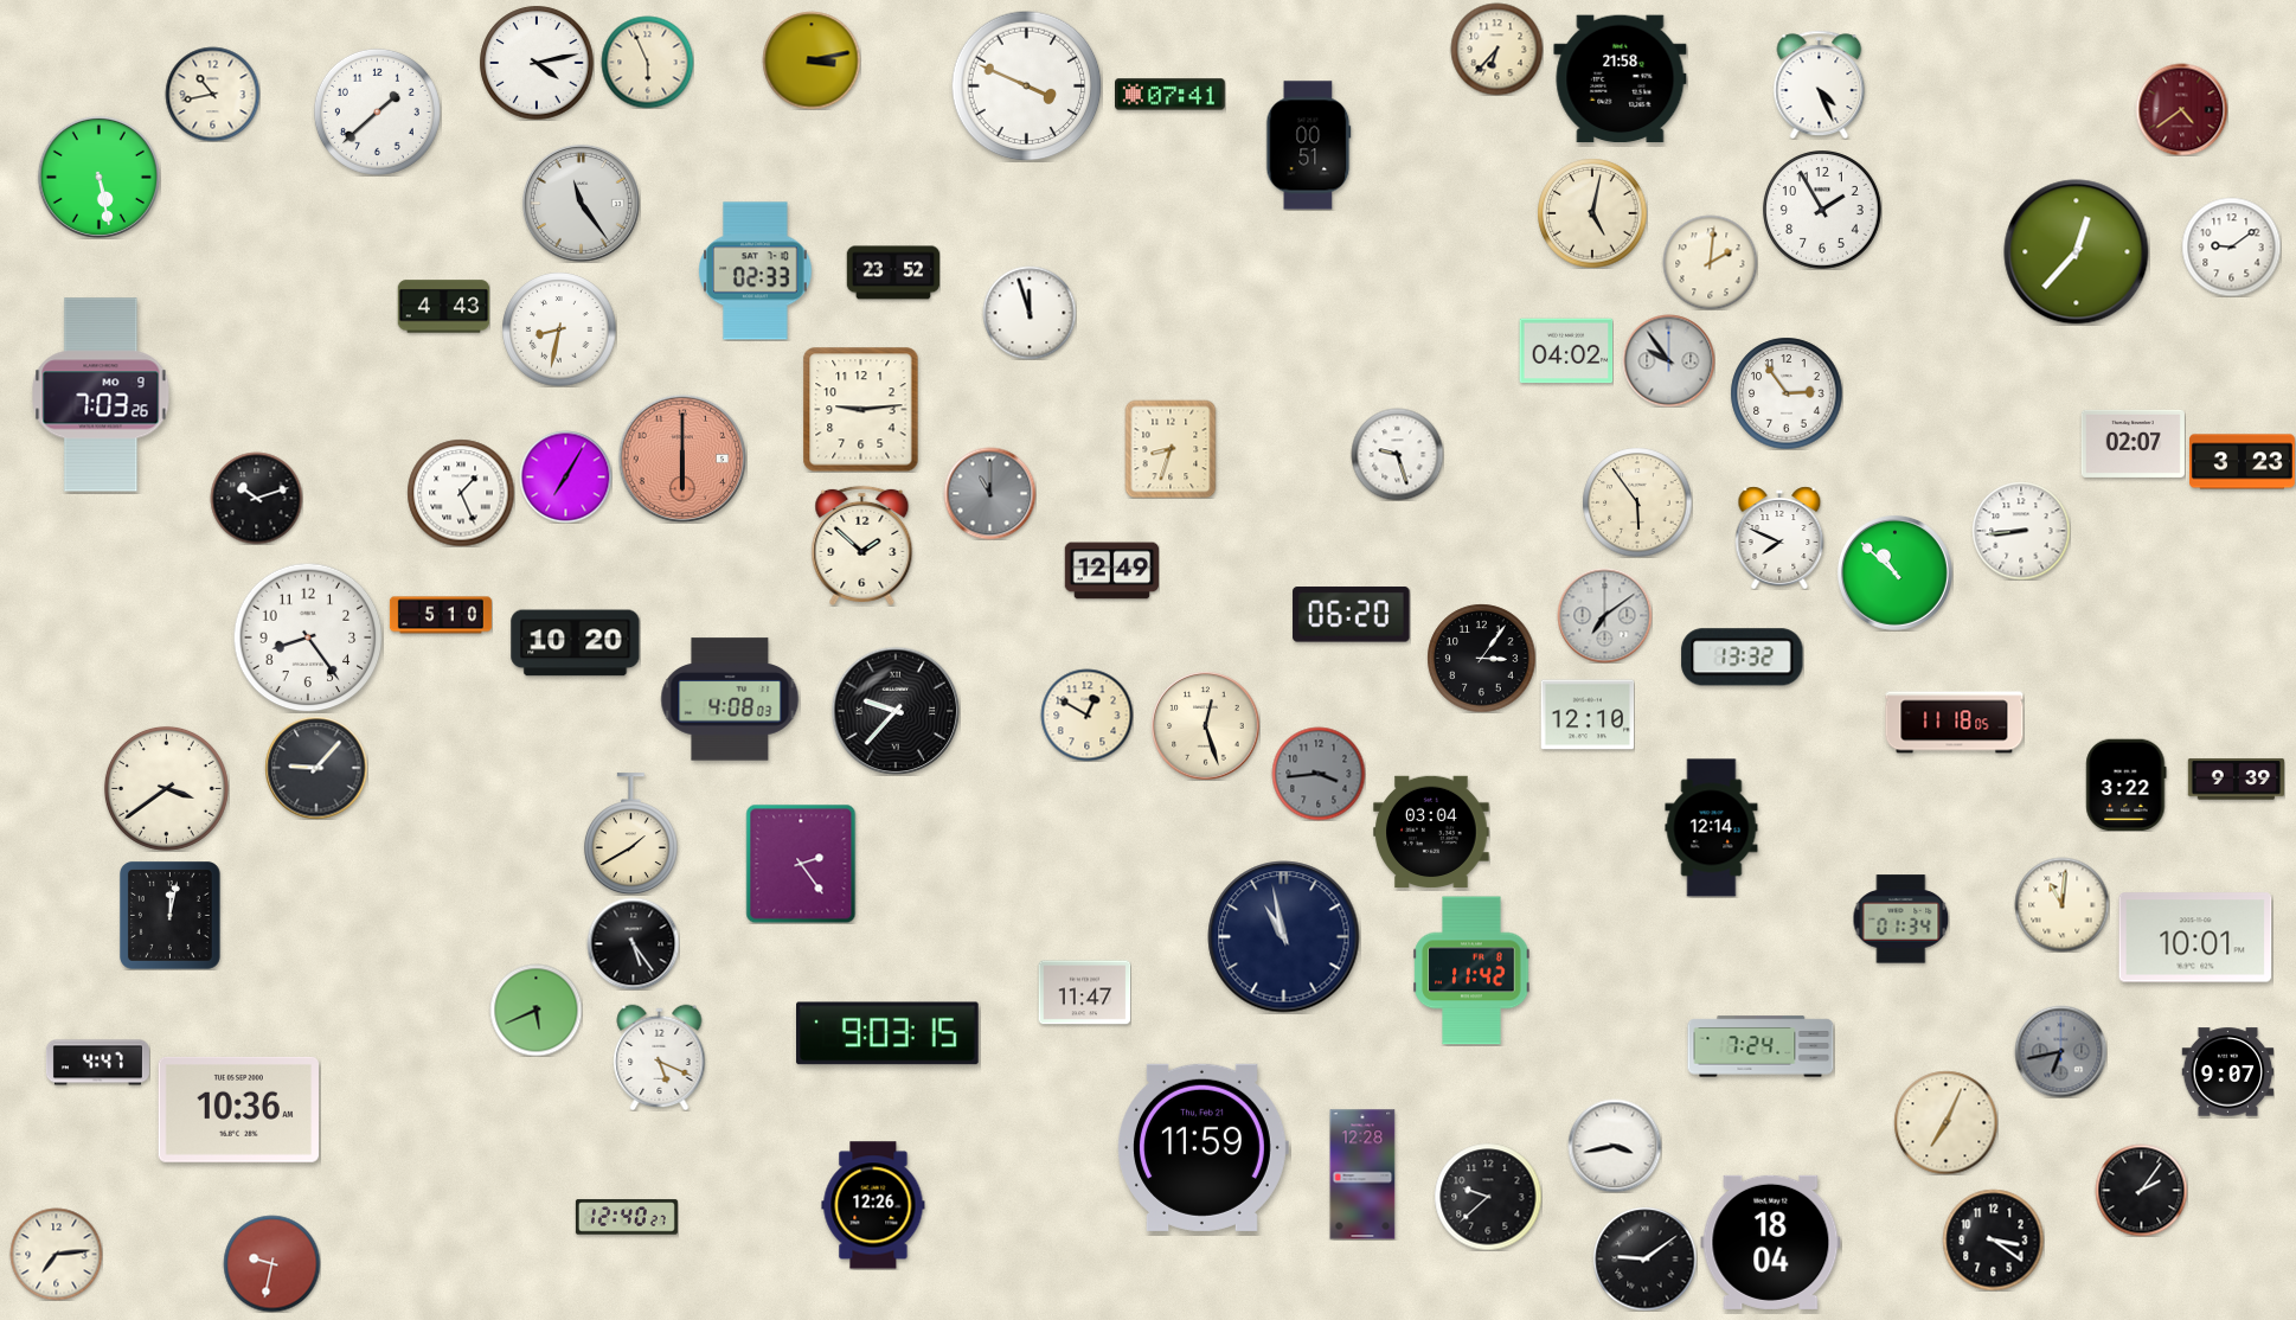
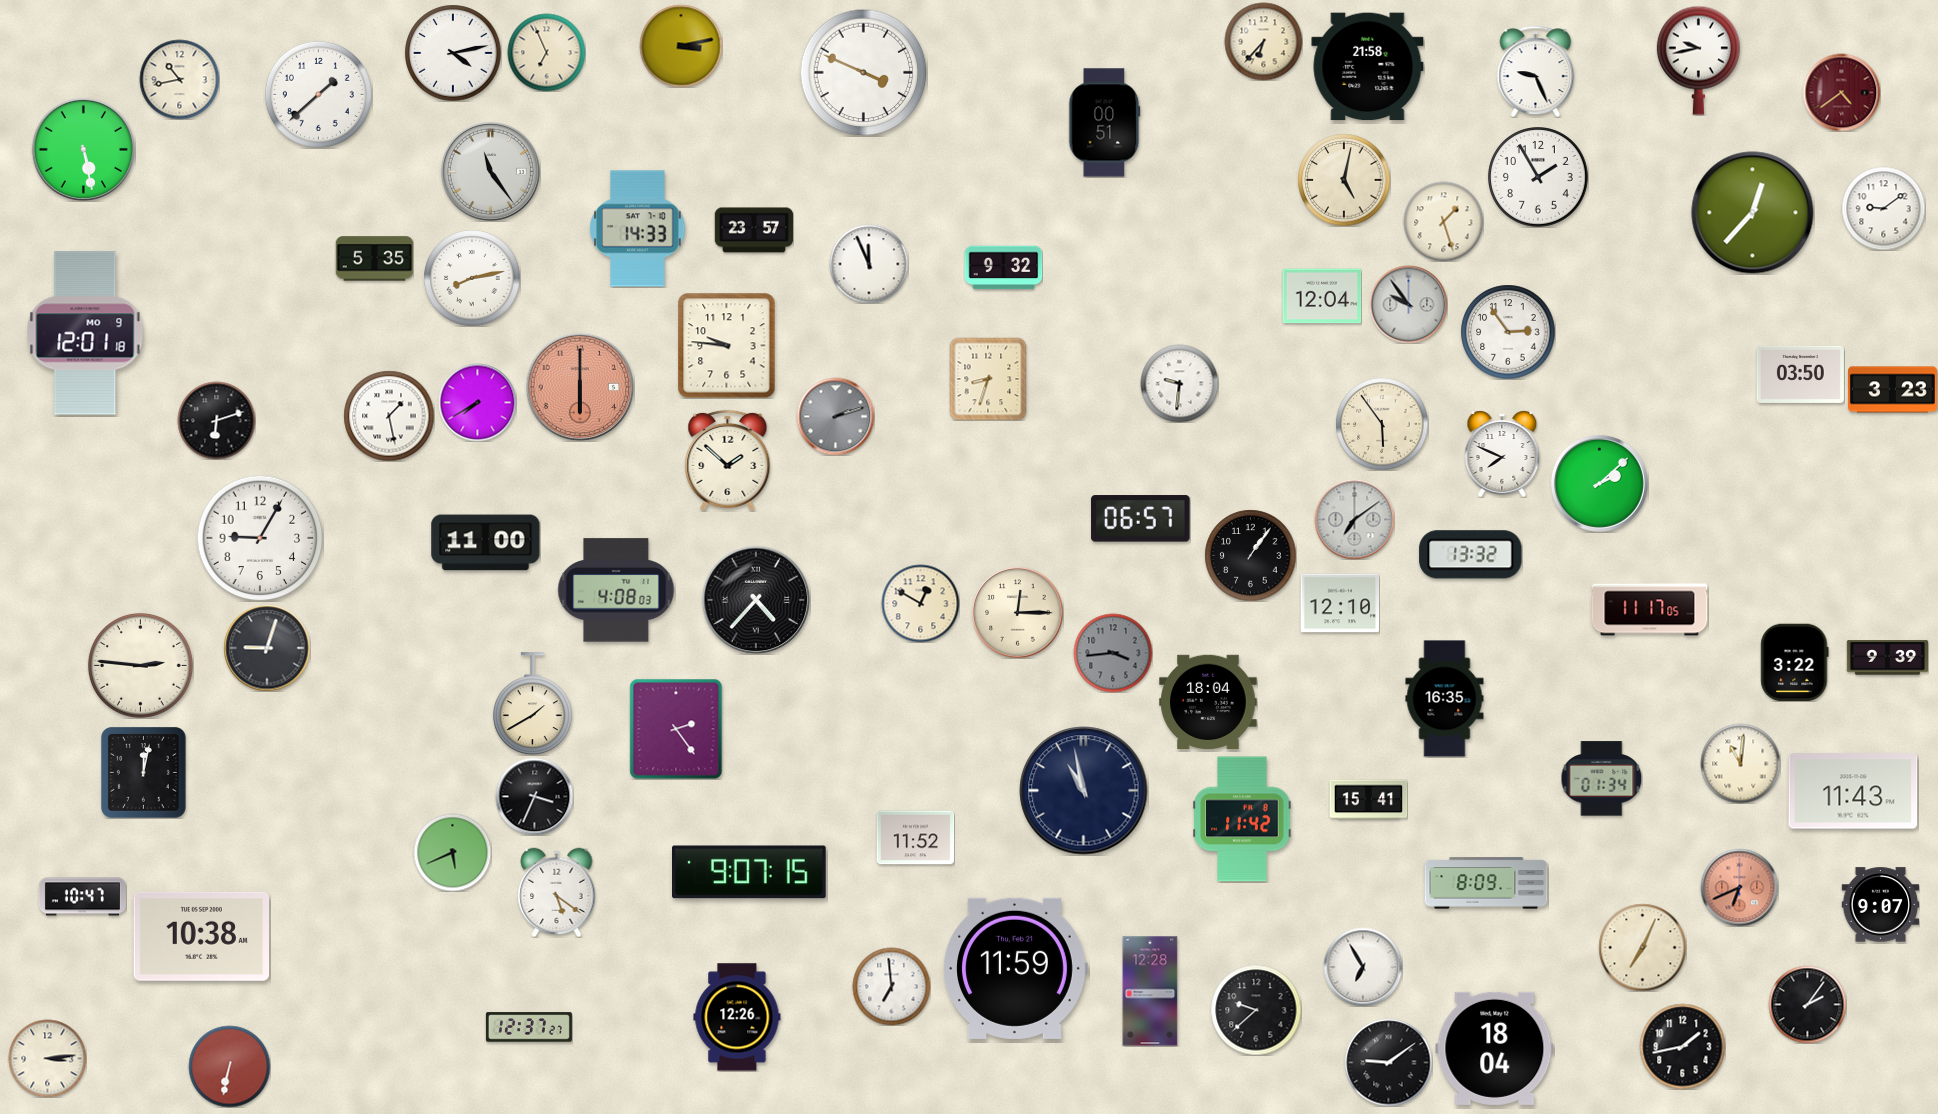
clock at (812, 60) position: (812, 60) -> (681, 46)
clock at (647, 62): 5:56 -> 6:56
clock at (1698, 60): none -> 9:43
clock at (1820, 84): 4:26 -> 9:26
clock at (1026, 85) position: (1026, 85) -> (863, 72)
clock at (1171, 95): 07:41 -> none
clock at (1710, 262): 2:01 -> 1:27
clock at (756, 271): 02:33 -> 14:33
clock at (893, 273): 23:52 -> 23:57
clock at (443, 307): 4:43 -> 5:35
clock at (1030, 313): 11:57 -> 11:56
clock at (1003, 268): none -> 9:32
clock at (559, 329): 8:32 -> 8:13
clock at (1566, 351): 04:02 -> 12:04
clock at (101, 395): 7:03 -> 12:01
clock at (861, 410): 9:14 -> 9:46
clock at (2133, 443): 02:07 -> 03:50
clock at (1397, 454): 9:27 -> 9:31
clock at (682, 459) position: (682, 459) -> (580, 387)
clock at (565, 476): 7:05 -> 7:40
clock at (461, 493): 1:26 -> 1:28
clock at (989, 493): 11:00 -> 2:12
clock at (256, 498): 10:12 -> 6:12
clock at (2021, 531): 8:44 -> none
clock at (1111, 571): 12:49 -> none
clock at (1894, 572): 10:52 -> 2:08
clock at (441, 615): 5:10 -> none
clock at (1352, 615): 06:20 -> 06:57
clock at (308, 637): 8:24 -> 9:05
clock at (576, 643): 10:20 -> 11:00
clock at (1481, 658): 3:06 -> 1:06
clock at (896, 711): 9:37 -> 4:37
clock at (1086, 715) position: (1086, 715) -> (920, 603)
clock at (1955, 723): 11:18 -> 11:17
clock at (1205, 725): 12:27 -> 12:15
clock at (316, 768): 9:07 -> 9:03
clock at (166, 788): 3:39 -> 2:46
clock at (1712, 828): 12:14 -> 16:35
clock at (1431, 832): 03:04 -> 18:04
clock at (1900, 919) position: (1900, 919) -> (1601, 779)
clock at (2195, 937): 10:01 -> 11:43
clock at (633, 943): 5:24 -> 3:34
clock at (1368, 800): none -> 15:41
clock at (1084, 993): 11:47 -> 11:52
clock at (889, 1033): 9:03 -> 9:07
clock at (1761, 1046): 7:24 -> 8:09
clock at (2060, 1051): 6:43 -> 6:41
clock at (2060, 1051) dial: grey -> salmon
clock at (660, 1057): 5:19 -> 5:21
clock at (97, 1063): 4:47 -> 10:47
clock at (238, 1109): 10:36 -> 10:38
clock at (1615, 1146): 3:43 -> 6:55
clock at (891, 986): none -> 6:59
clock at (627, 1217): 12:40 -> 12:37
clock at (1993, 1239): 3:21 -> 1:43
clock at (56, 1254): 7:14 -> 3:14
clock at (271, 1263): 9:32 -> 6:32
